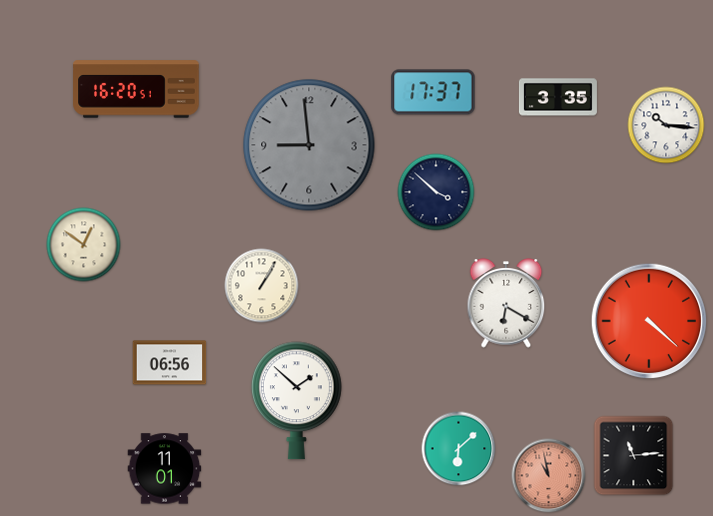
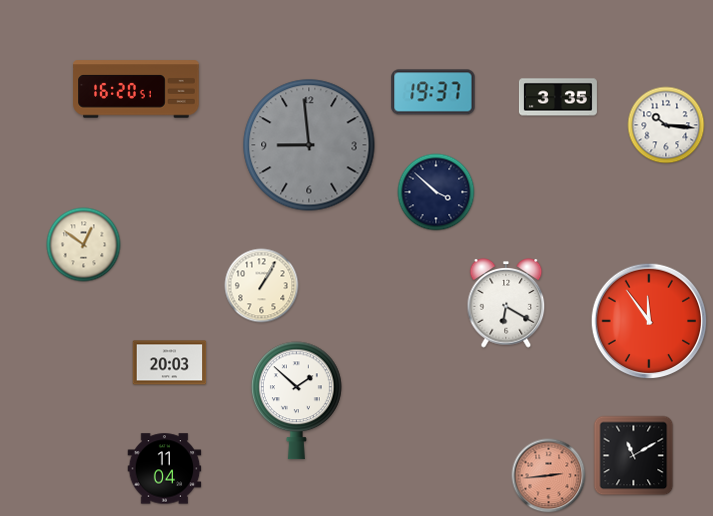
clock at (433, 92): 17:37 -> 19:37
clock at (649, 321): 4:22 -> 11:54
clock at (170, 363): 06:56 -> 20:03
clock at (459, 449): 6:08 -> none
clock at (634, 456): 11:14 -> 11:10
clock at (165, 469): 11:01 -> 11:04
clock at (549, 476): 10:58 -> 2:44
